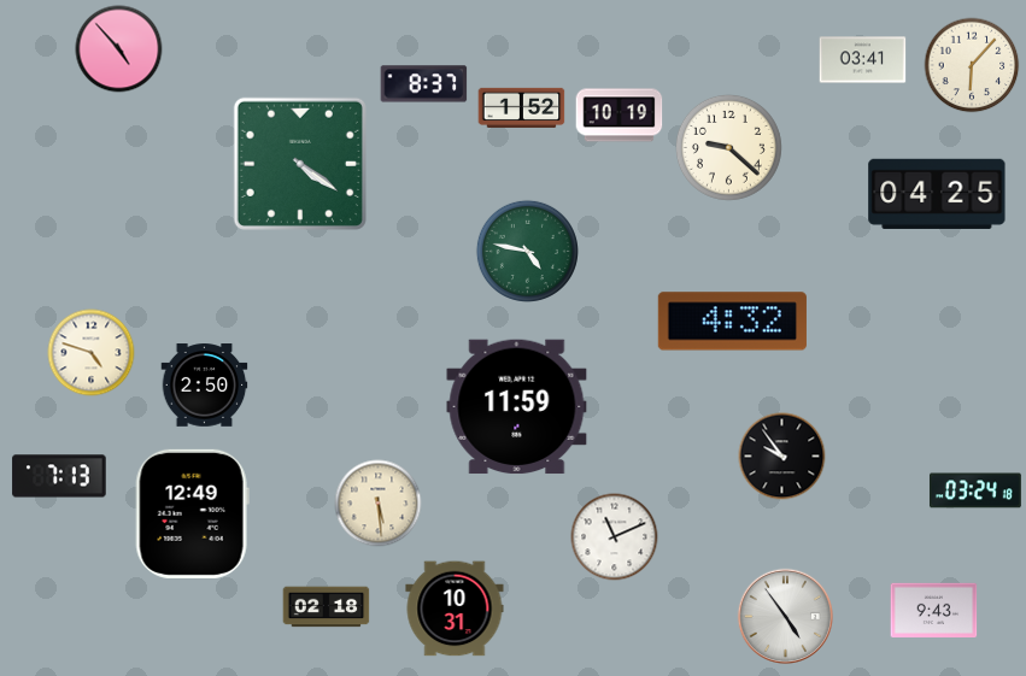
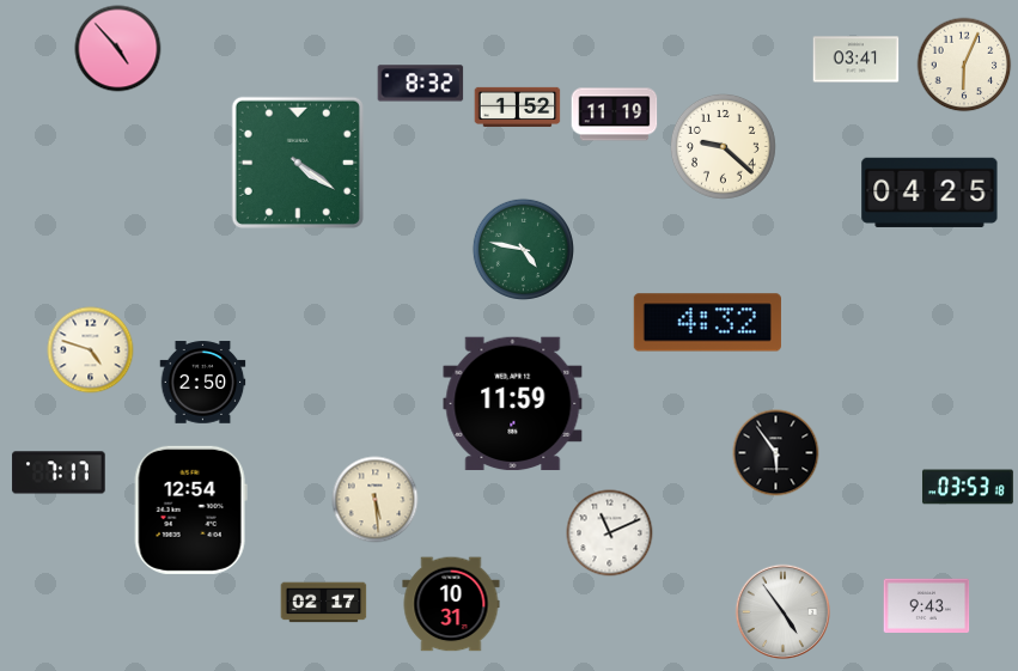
clock at (972, 65): 6:07 -> 6:04
clock at (424, 84): 8:37 -> 8:32
clock at (620, 116): 10:19 -> 11:19
clock at (732, 322) position: (732, 322) -> (707, 323)
clock at (782, 457): 9:54 -> 5:54
clock at (59, 476): 7:13 -> 7:17
clock at (975, 490): 03:24 -> 03:53
clock at (192, 513): 12:49 -> 12:54
clock at (327, 607): 02:18 -> 02:17
clock at (785, 616) position: (785, 616) -> (782, 611)
